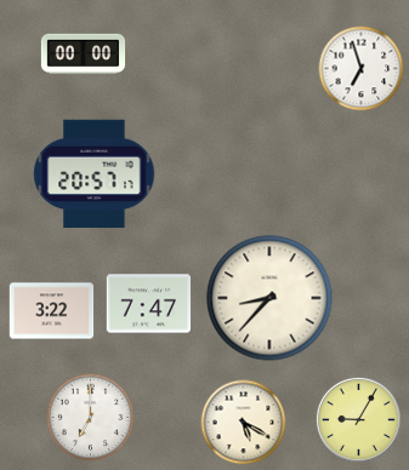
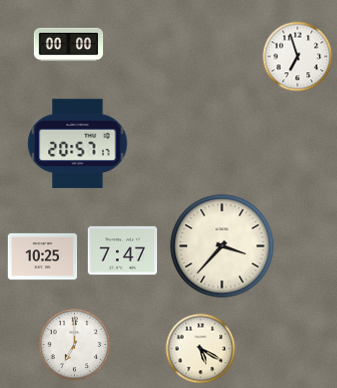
clock at (269, 298): 8:37 -> 3:37
clock at (52, 311): 3:22 -> 10:25
clock at (358, 419): 9:05 -> none
